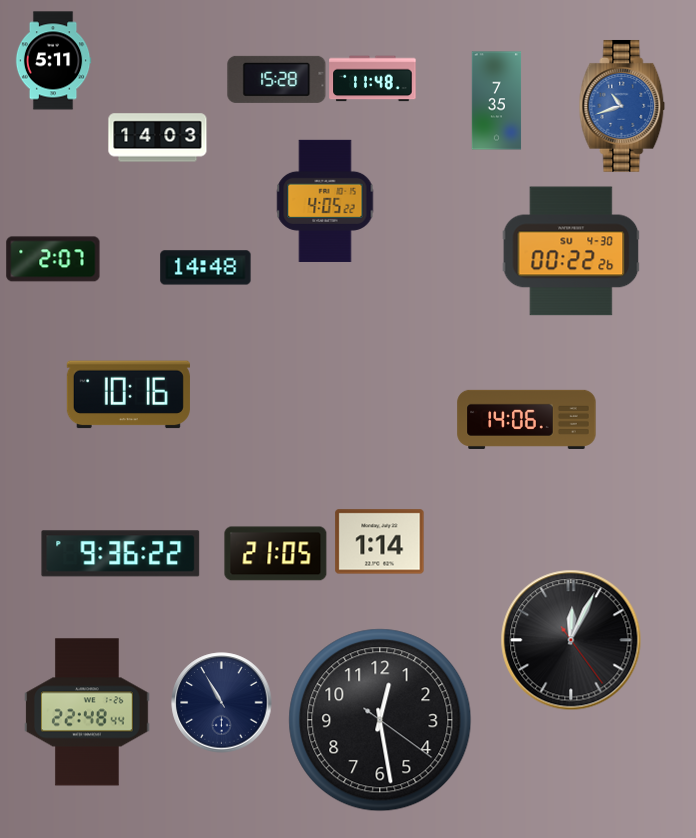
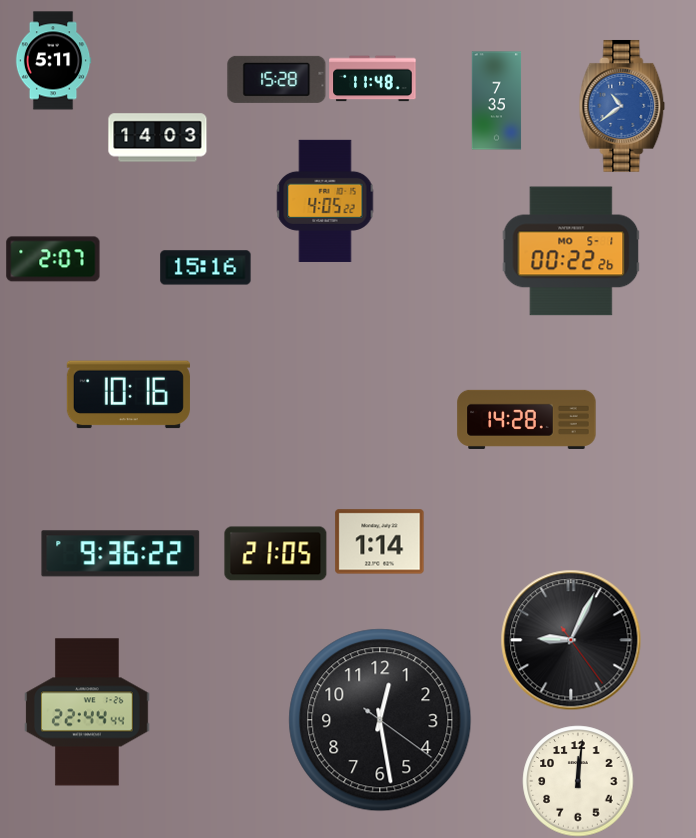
clock at (622, 106): 10:42 -> 10:39
clock at (571, 251) date: SU 4-30 -> MO 5-1
clock at (206, 268): 14:48 -> 15:16
clock at (527, 419): 14:06 -> 14:28
clock at (571, 640): 12:04 -> 9:04
clock at (222, 703): 10:55 -> none
clock at (87, 712): 22:48 -> 22:44
clock at (578, 781): none -> 12:01
